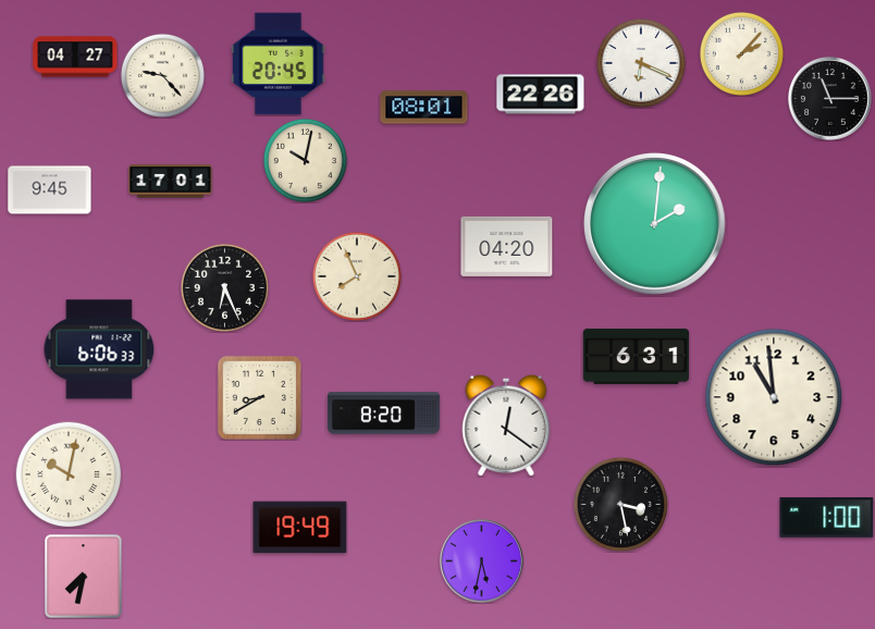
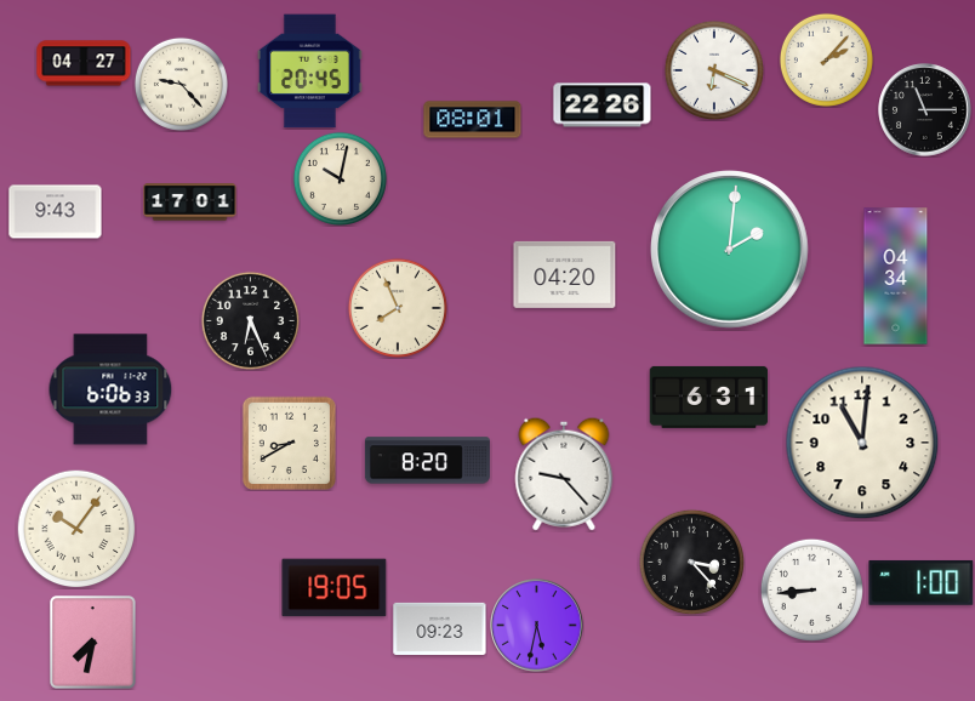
clock at (50, 190): 9:45 -> 9:43
clock at (896, 277): none -> 04:34
clock at (774, 397): 10:59 -> 11:01
clock at (506, 425): 12:21 -> 9:23
clock at (69, 474): 10:02 -> 10:06
clock at (620, 504): 3:28 -> 3:23
clock at (827, 517) position: (827, 517) -> (922, 582)
clock at (300, 528): 19:49 -> 19:05
clock at (811, 589): none -> 8:44
clock at (440, 628): none -> 09:23
